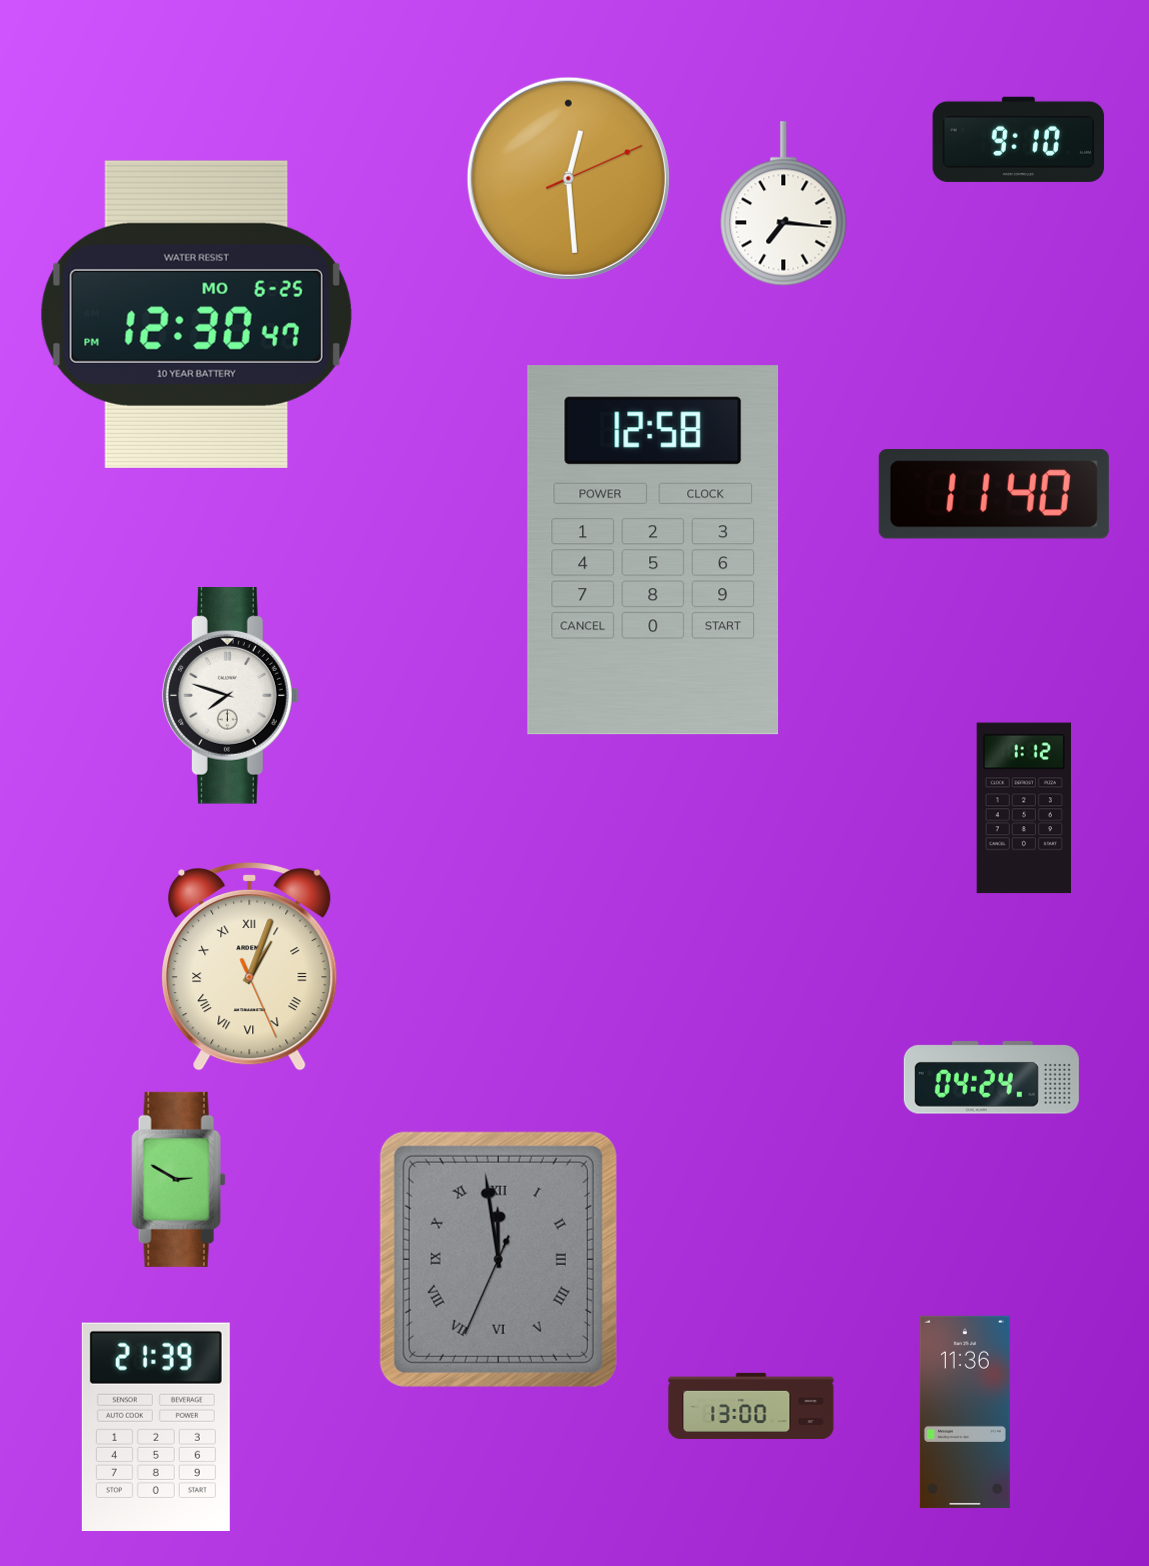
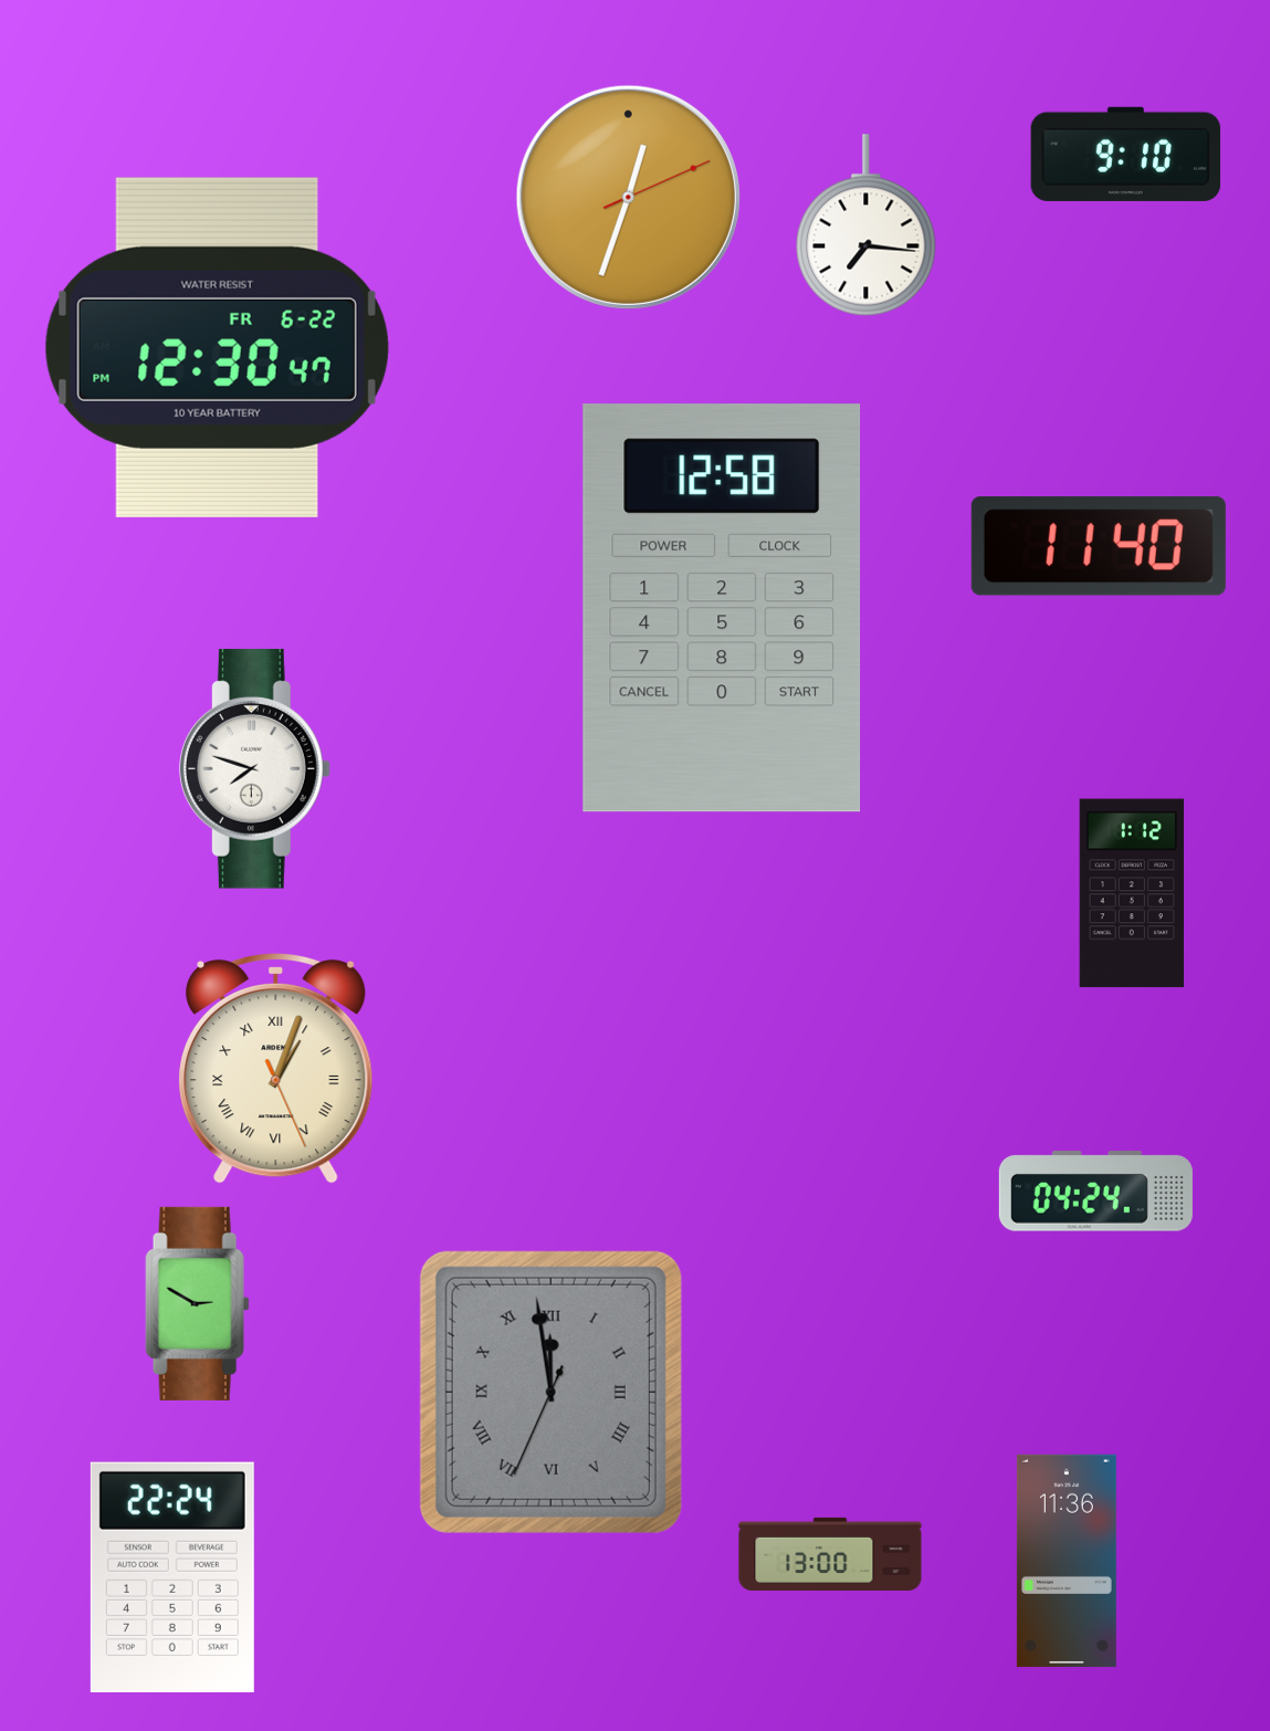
clock at (568, 178): 12:29 -> 12:33
clock at (196, 314) date: MO 6-25 -> FR 6-22
clock at (156, 1426): 21:39 -> 22:24
